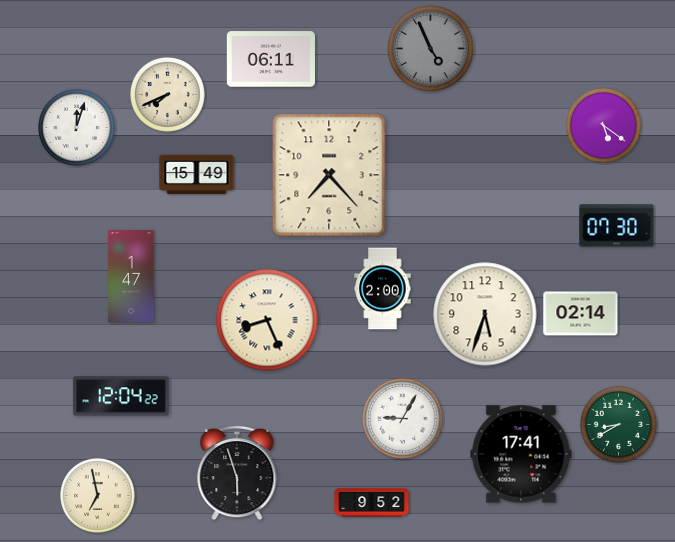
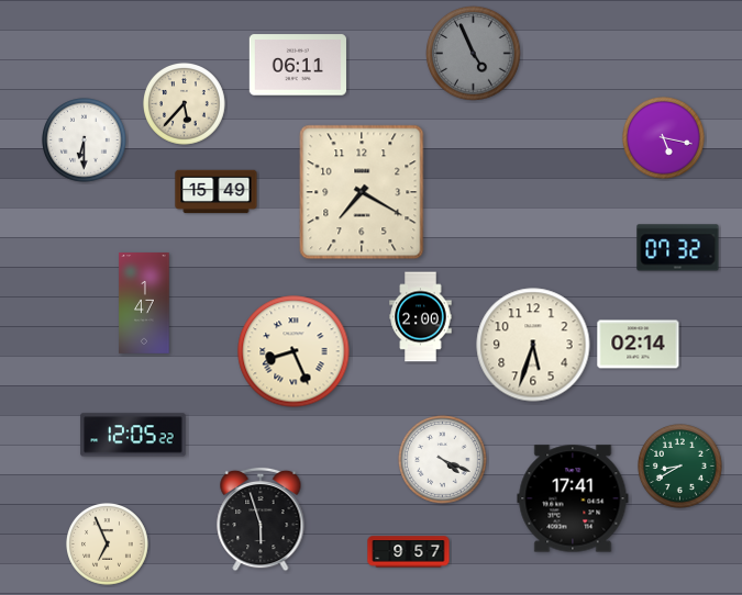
clock at (168, 95): 7:41 -> 5:37
clock at (604, 126): 5:21 -> 5:17
clock at (77, 128): 12:03 -> 6:30
clock at (329, 175): 7:23 -> 7:20
clock at (617, 226): 07:30 -> 07:32
clock at (121, 396): 12:04 -> 12:05
clock at (403, 419): 9:05 -> 4:19
clock at (98, 496): 6:58 -> 6:56
clock at (372, 503): 9:52 -> 9:57
